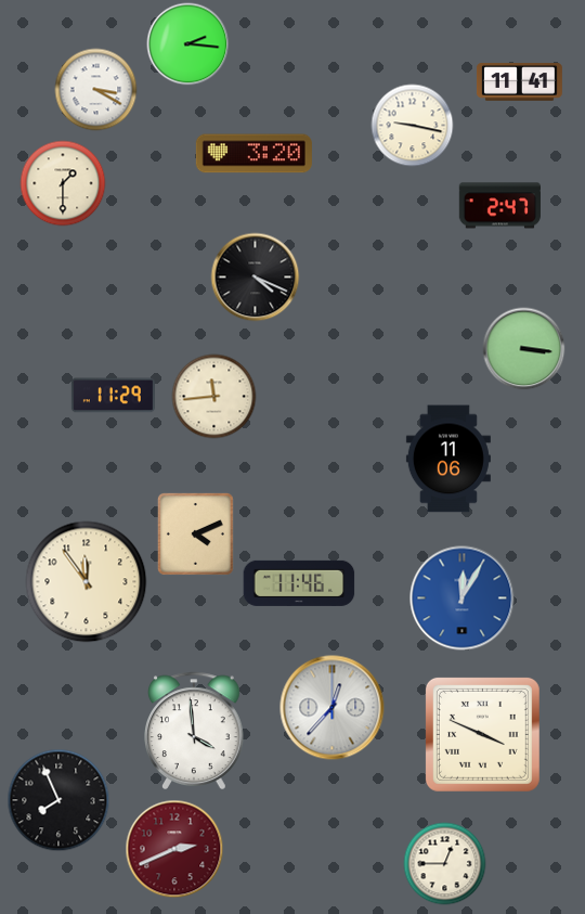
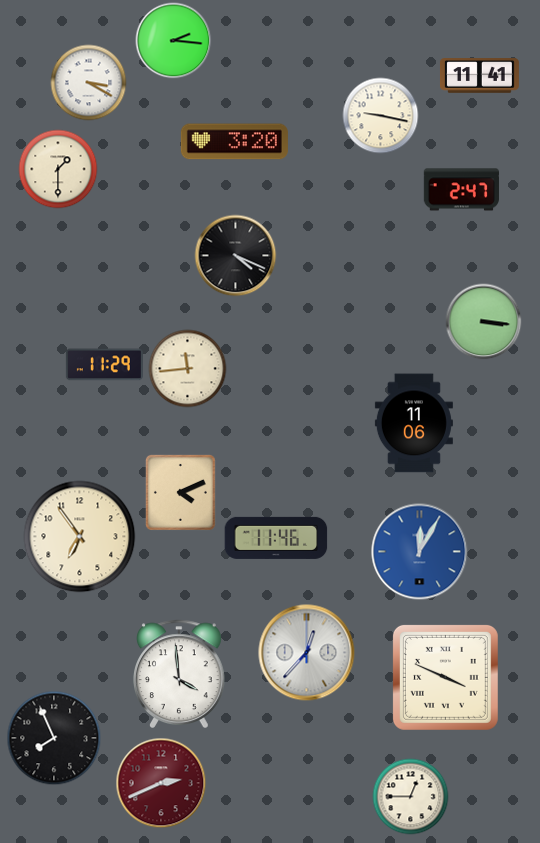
clock at (214, 397) position: (214, 397) -> (188, 369)
clock at (87, 582): 11:54 -> 6:54
clock at (463, 598) position: (463, 598) -> (420, 552)
